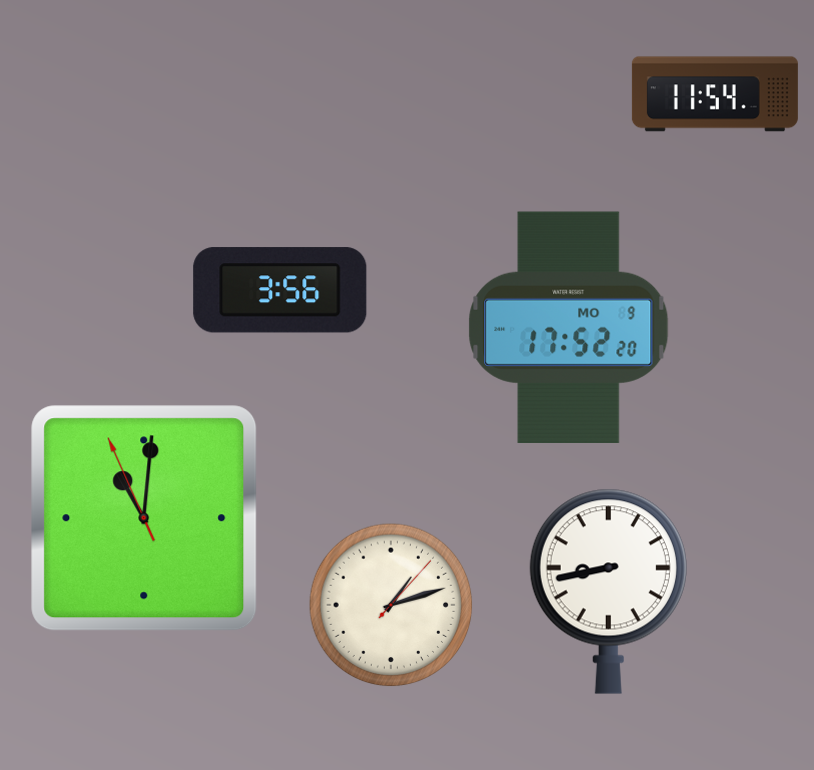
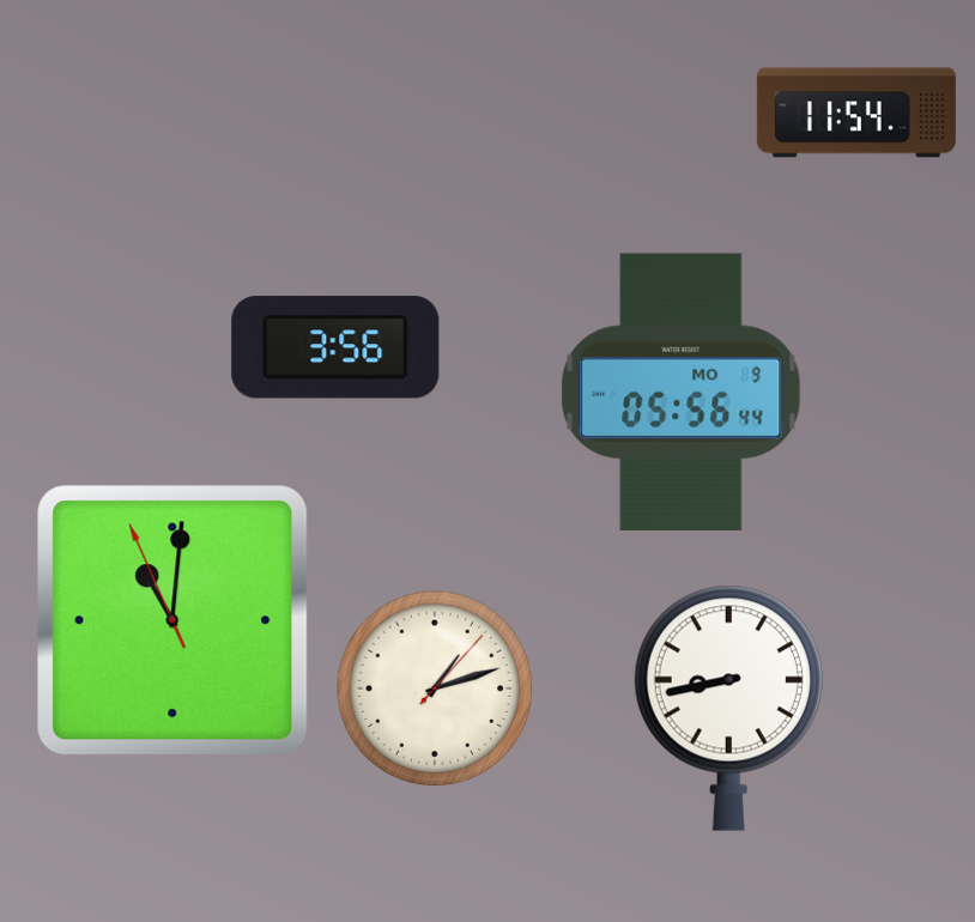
clock at (569, 327): 17:52 -> 05:56
clock at (391, 605) position: (391, 605) -> (435, 689)
